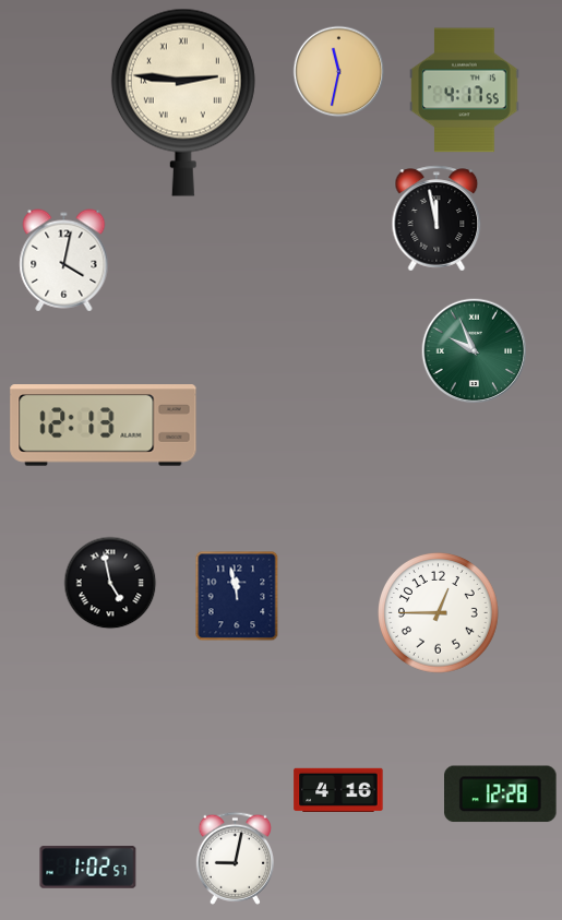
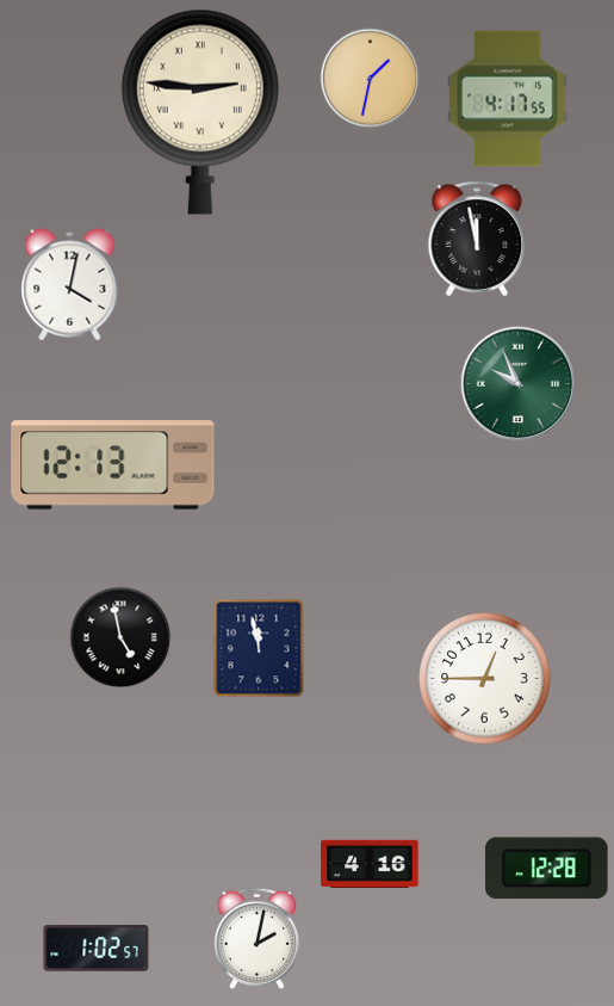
clock at (339, 72): 11:32 -> 1:32
clock at (237, 596) position: (237, 596) -> (259, 648)
clock at (439, 613) position: (439, 613) -> (485, 679)
clock at (235, 858): 9:02 -> 2:02
